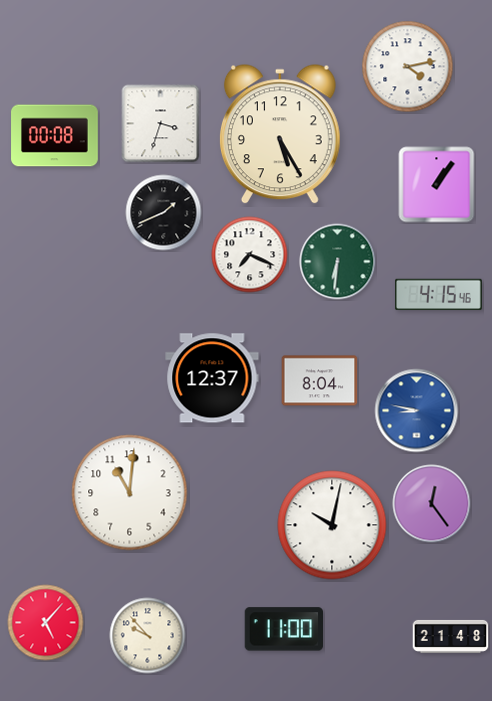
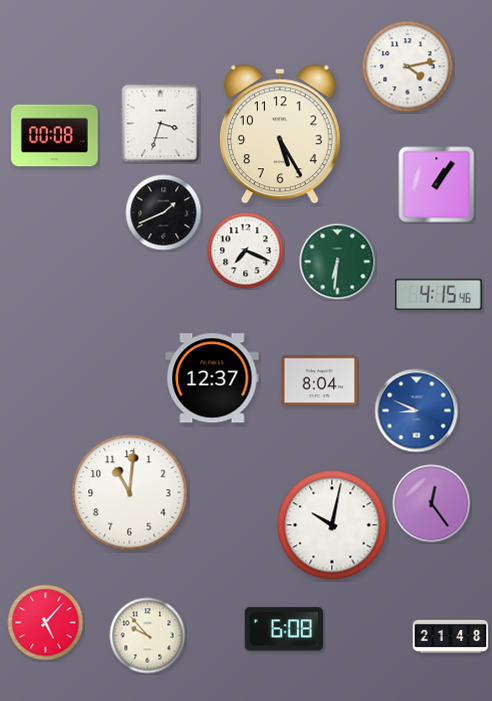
clock at (250, 255) position: (250, 255) -> (246, 251)
clock at (417, 411): 8:47 -> 8:49
clock at (283, 629): 11:00 -> 6:08
